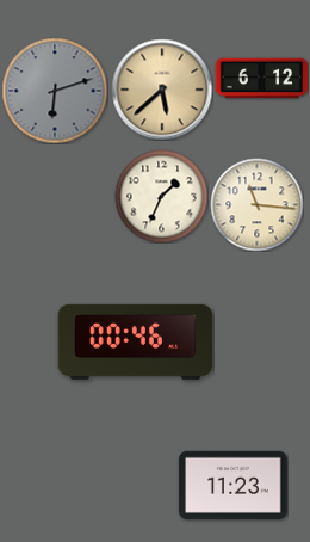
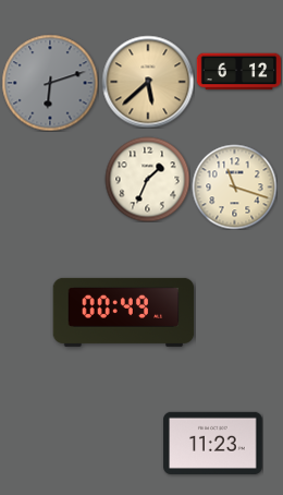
clock at (256, 204): 11:16 -> 11:18
clock at (136, 341): 00:46 -> 00:49
